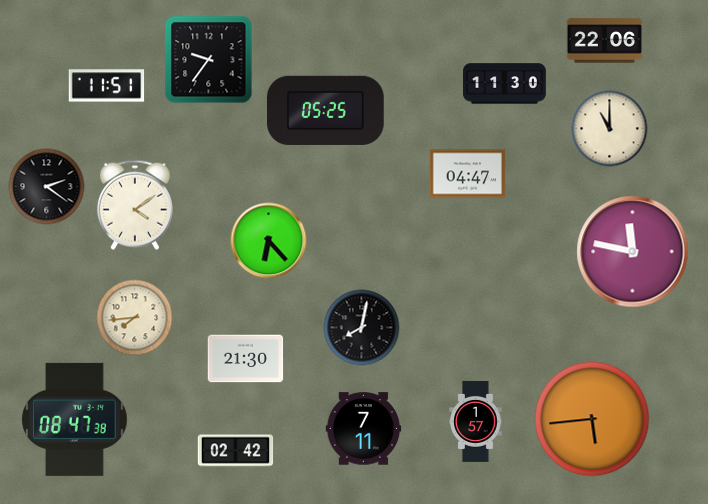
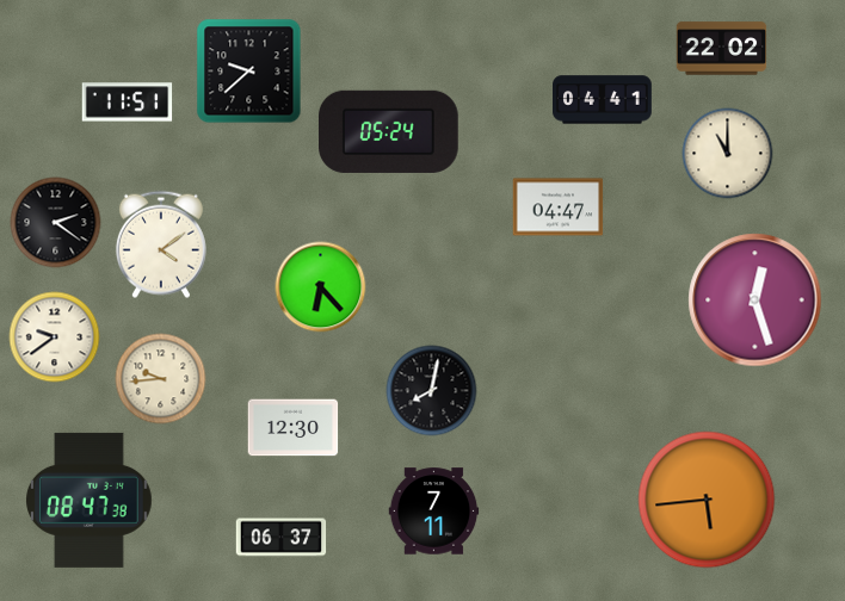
clock at (605, 41): 22:06 -> 22:02
clock at (209, 60): 9:36 -> 9:38
clock at (505, 84): 11:30 -> 04:41
clock at (326, 110): 05:25 -> 05:24
clock at (633, 252): 11:47 -> 12:27
clock at (55, 337): none -> 9:39
clock at (135, 318): 7:44 -> 9:44
clock at (246, 359): 21:30 -> 12:30
clock at (476, 421): 1:57 -> none
clock at (236, 451): 02:42 -> 06:37
